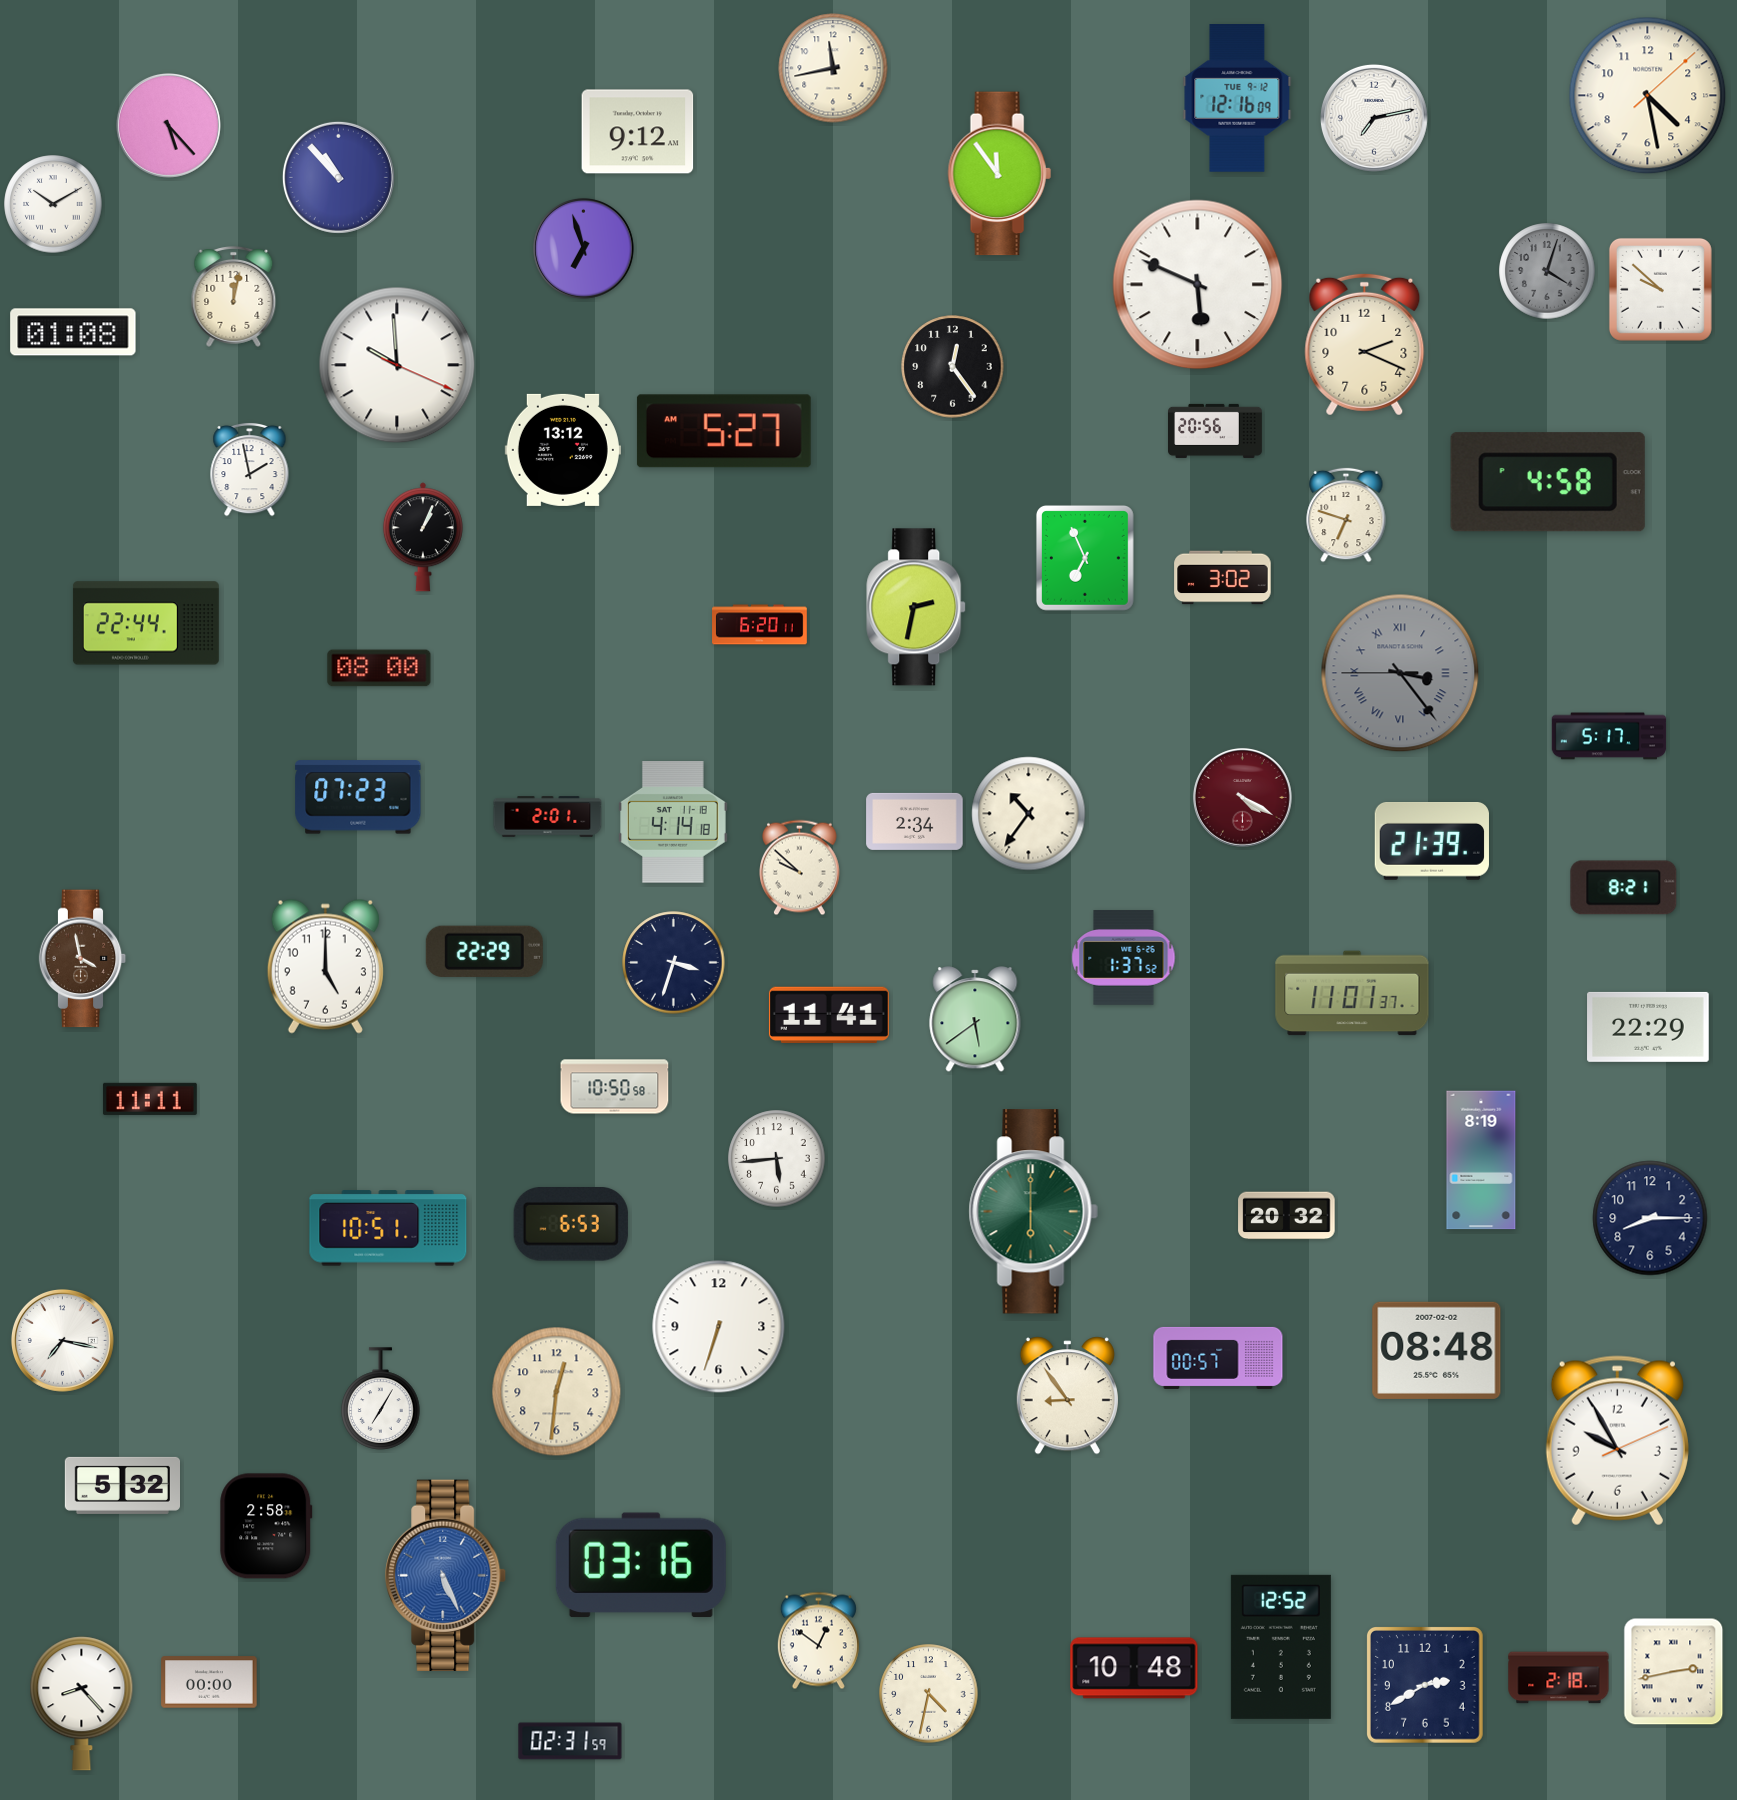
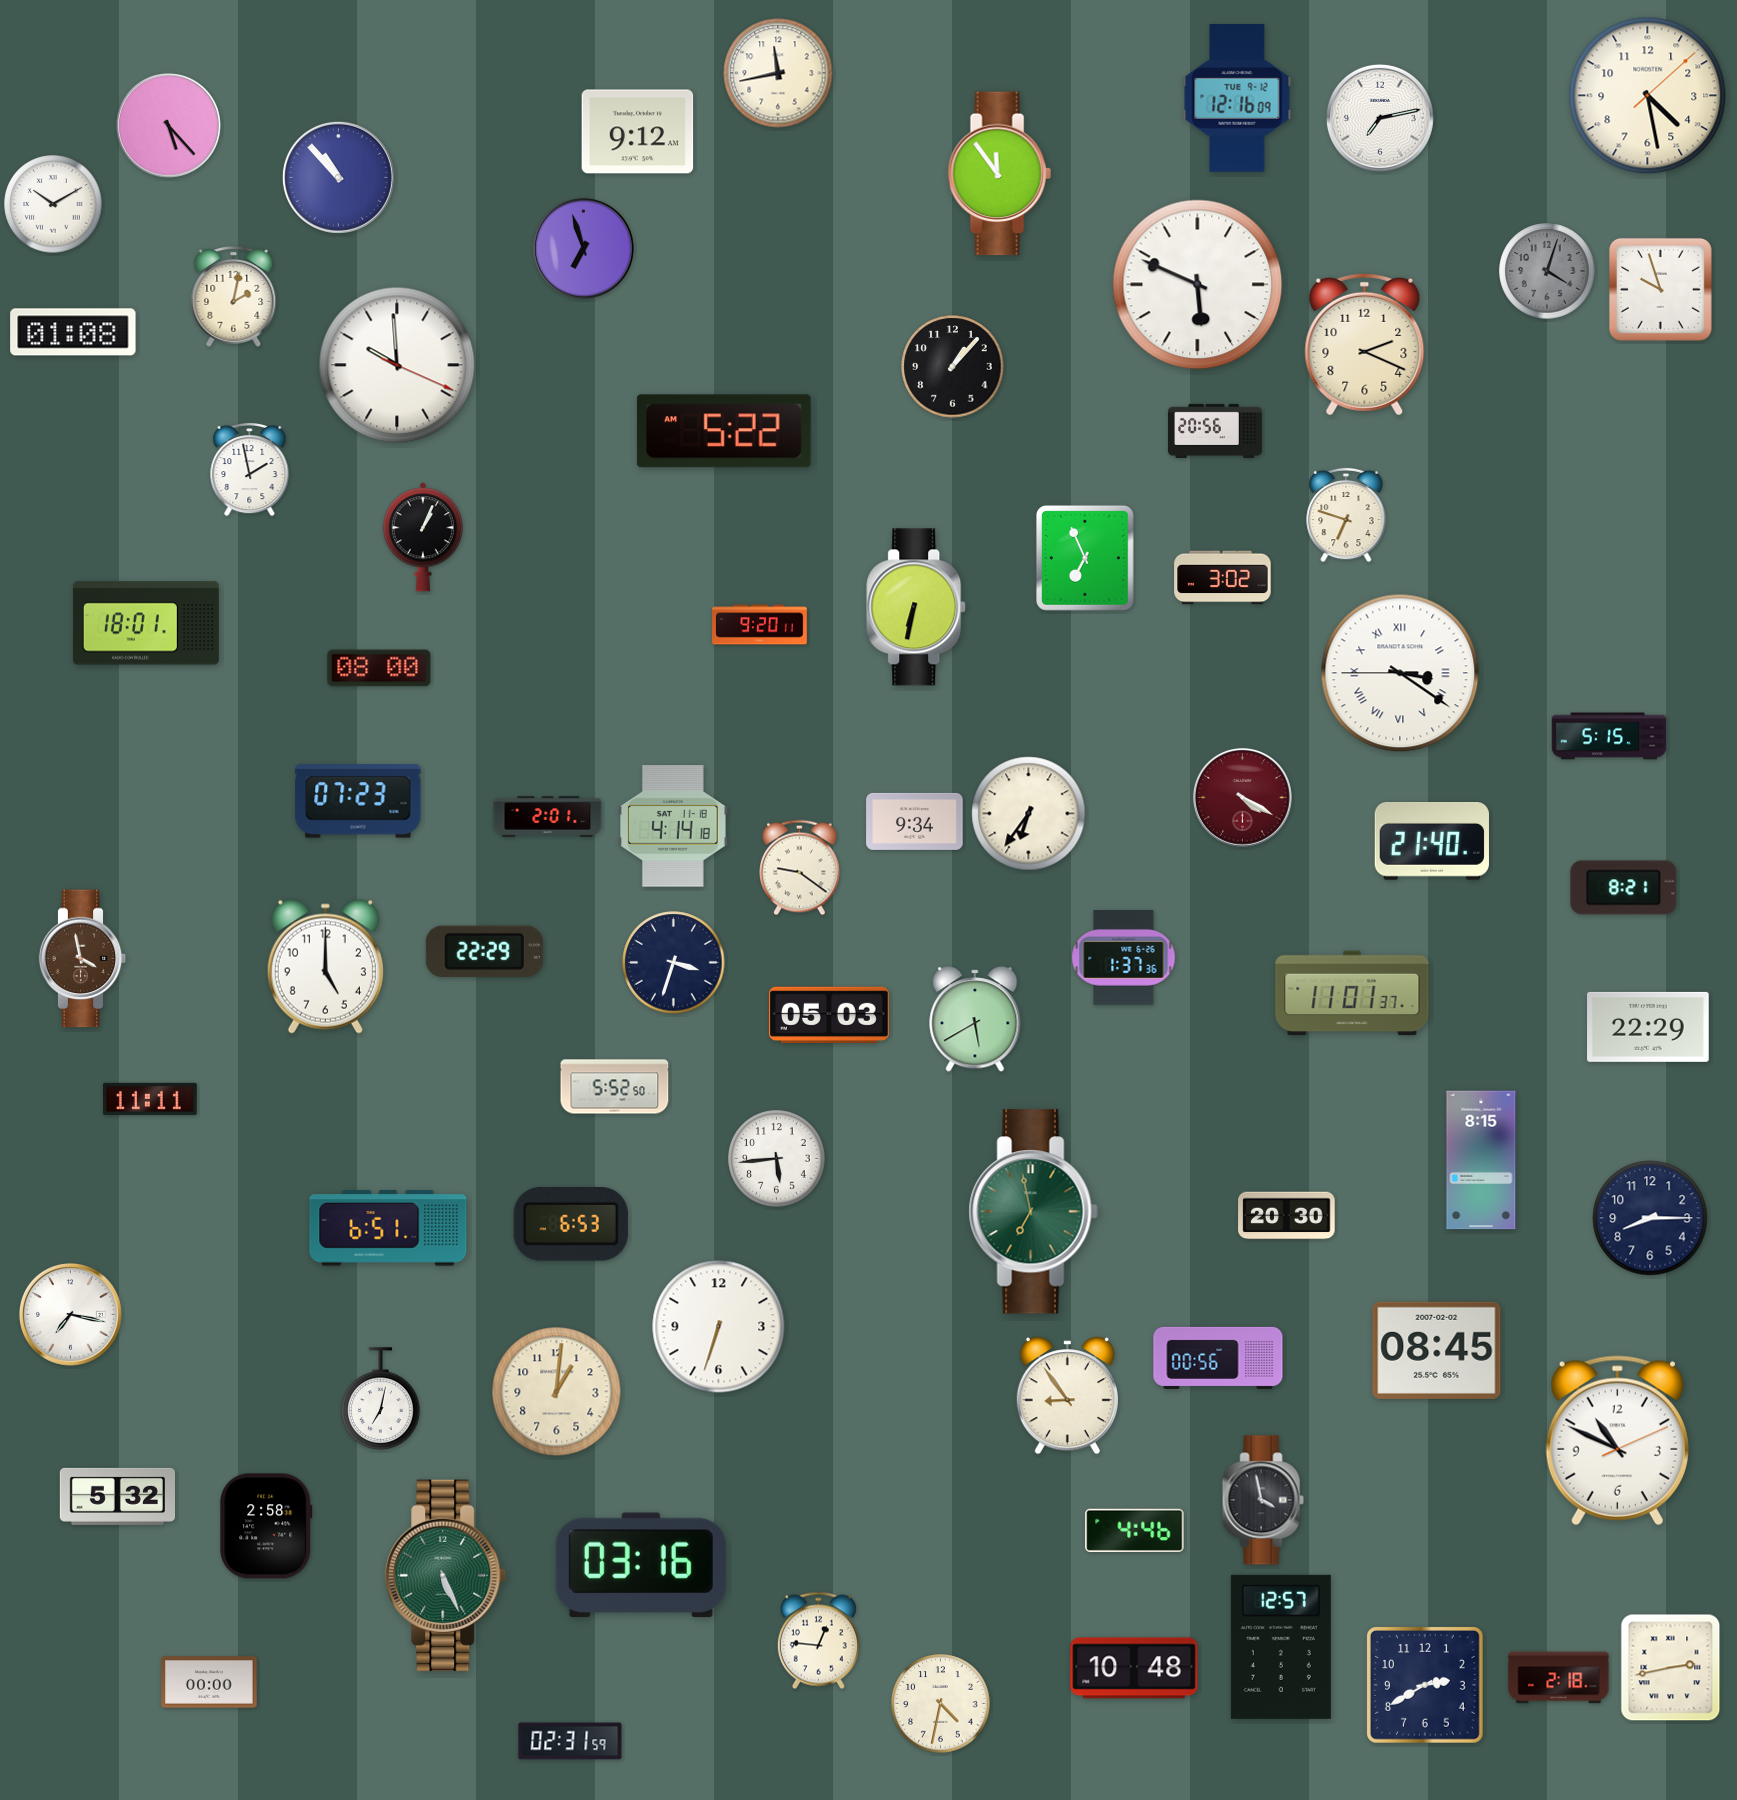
clock at (833, 68) position: (833, 68) -> (778, 73)
clock at (1374, 118) position: (1374, 118) -> (1380, 118)
clock at (1660, 289): 9:52 -> 9:57
clock at (234, 296): 12:02 -> 2:02
clock at (953, 367): 12:24 -> 1:07
clock at (724, 431): 5:27 -> 5:22
clock at (563, 450): 13:12 -> none
clock at (1548, 482): 4:58 -> none
clock at (917, 607): 2:32 -> 6:32
clock at (146, 623): 22:44 -> 18:01
clock at (760, 625): 6:20 -> 9:20
clock at (1400, 673): 3:23 -> 3:20
clock at (1400, 673) dial: grey -> white
clock at (1609, 736): 5:17 -> 5:15
clock at (358, 797) position: (358, 797) -> (358, 801)
clock at (1029, 814): 10:36 -> 6:36
clock at (915, 821): 2:34 -> 9:34
clock at (674, 823) position: (674, 823) -> (674, 827)
clock at (1432, 842): 21:39 -> 21:40
clock at (800, 868): 9:52 -> 9:21
clock at (1124, 958): 1:37:52 -> 1:37:36
clock at (829, 1014): 11:41 -> 05:03
clock at (975, 1019): 5:39 -> 5:40
clock at (615, 1087): 10:50 -> 5:52
clock at (1481, 1160): 8:19 -> 8:15
clock at (1033, 1212): 6:00 -> 6:58
clock at (1287, 1216): 20:32 -> 20:30
clock at (388, 1228): 10:51 -> 6:51
clock at (62, 1340) position: (62, 1340) -> (70, 1314)
clock at (1437, 1350): 08:48 -> 08:45
clock at (1218, 1358): 00:57 -> 00:56
clock at (557, 1392): 12:31 -> 1:01
clock at (381, 1399): 7:05 -> 7:02
clock at (1617, 1441): 9:55 -> 10:49
clock at (122, 1485) position: (122, 1485) -> (117, 1496)
clock at (1263, 1500): none -> 3:58
clock at (1135, 1530): none -> 4:46
clock at (446, 1575) dial: blue -> green
clock at (818, 1641): 12:51 -> 12:46
clock at (1281, 1647): 12:52 -> 12:57
clock at (1674, 1672) position: (1674, 1672) -> (1671, 1668)
clock at (929, 1694) position: (929, 1694) -> (941, 1704)
clock at (82, 1704): 8:23 -> none
